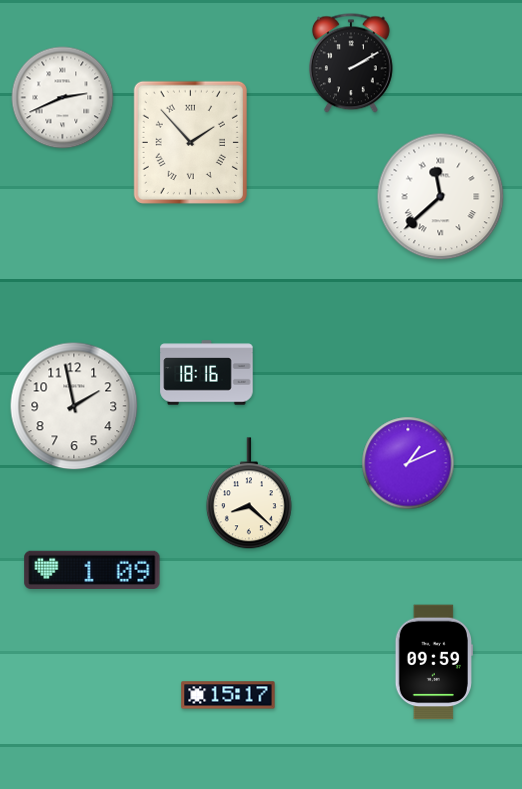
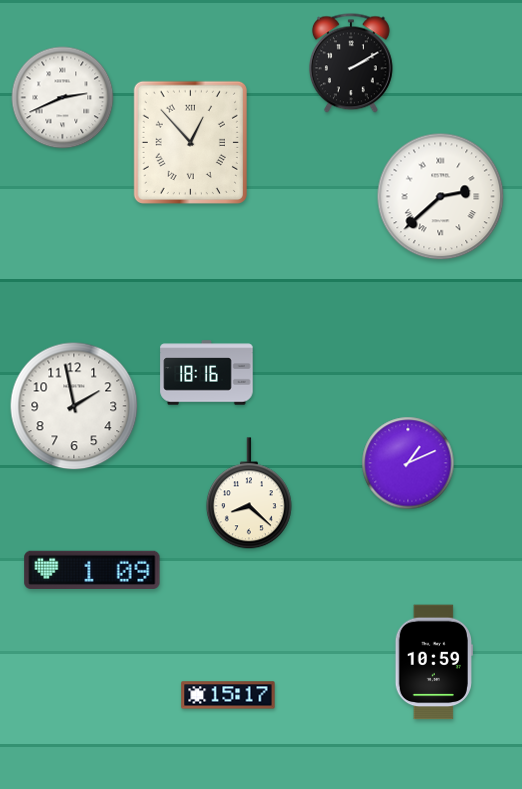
clock at (190, 142): 1:53 -> 12:53
clock at (441, 197): 11:38 -> 2:38
clock at (434, 662): 09:59 -> 10:59
